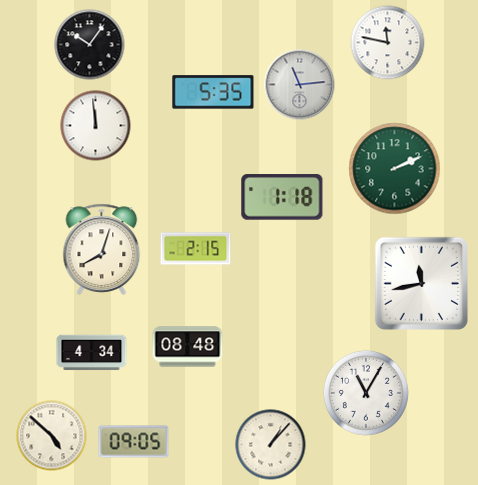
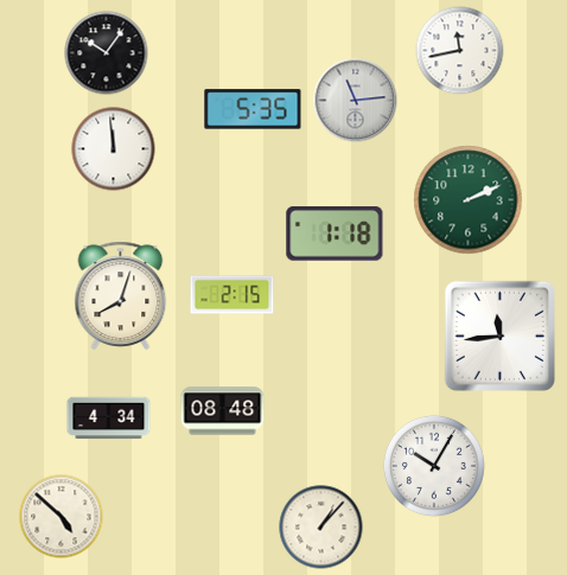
clock at (388, 43): 11:47 -> 11:43
clock at (421, 283): 11:43 -> 11:44
clock at (366, 393): 11:05 -> 10:05
clock at (134, 442): 09:05 -> none
